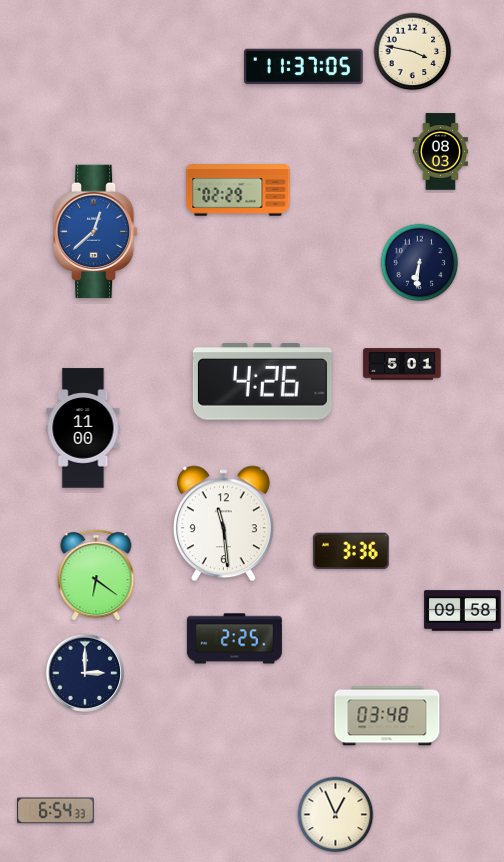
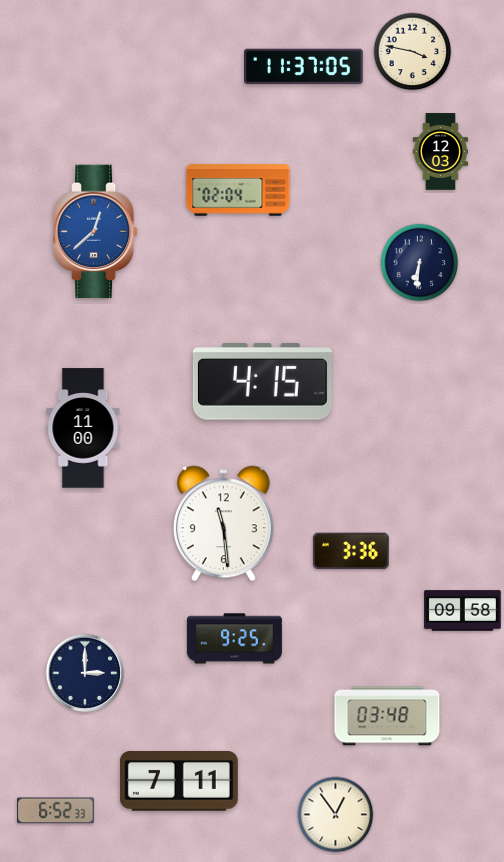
clock at (440, 152): 08:03 -> 12:03
clock at (238, 190): 02:29 -> 02:04
clock at (402, 364): 5:01 -> none
clock at (262, 382): 4:26 -> 4:15
clock at (96, 575): 6:21 -> none
clock at (234, 639): 2:25 -> 9:25
clock at (179, 782): none -> 7:11
clock at (56, 811): 6:54 -> 6:52
clock at (336, 815): 12:56 -> 12:54
